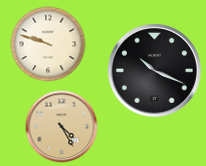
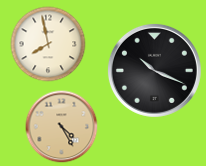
clock at (48, 44): 9:48 -> 7:58
